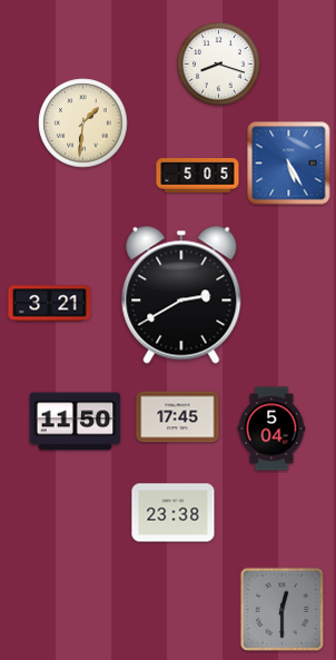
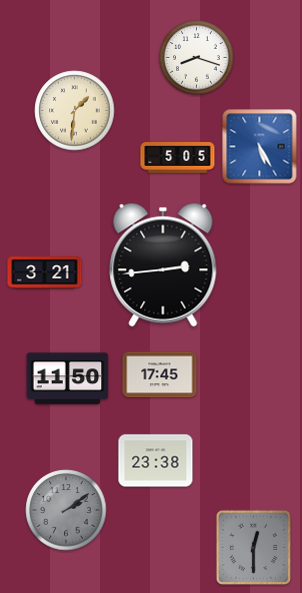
clock at (181, 295): 2:40 -> 2:44
clock at (271, 428): 5:04 -> none
clock at (66, 510): none -> 2:09
